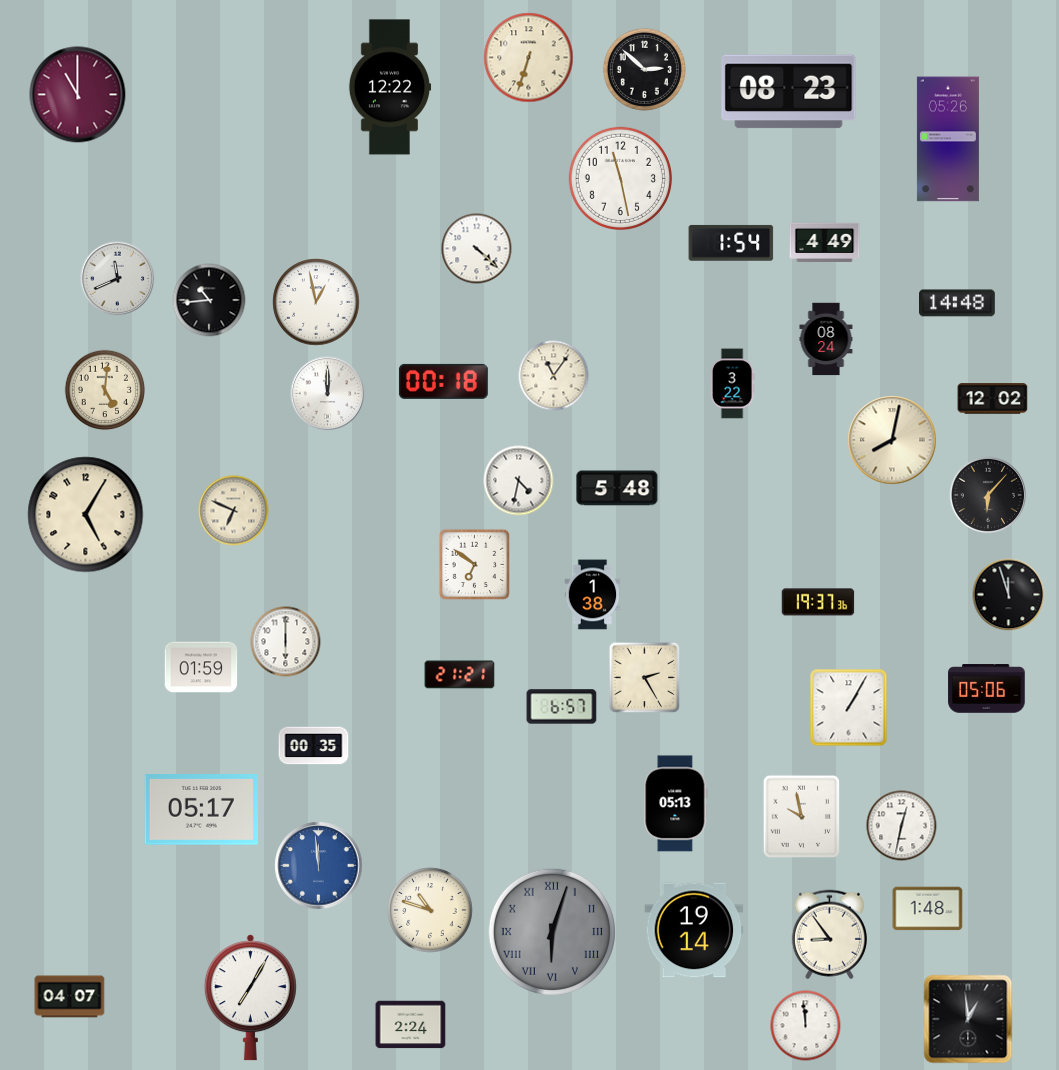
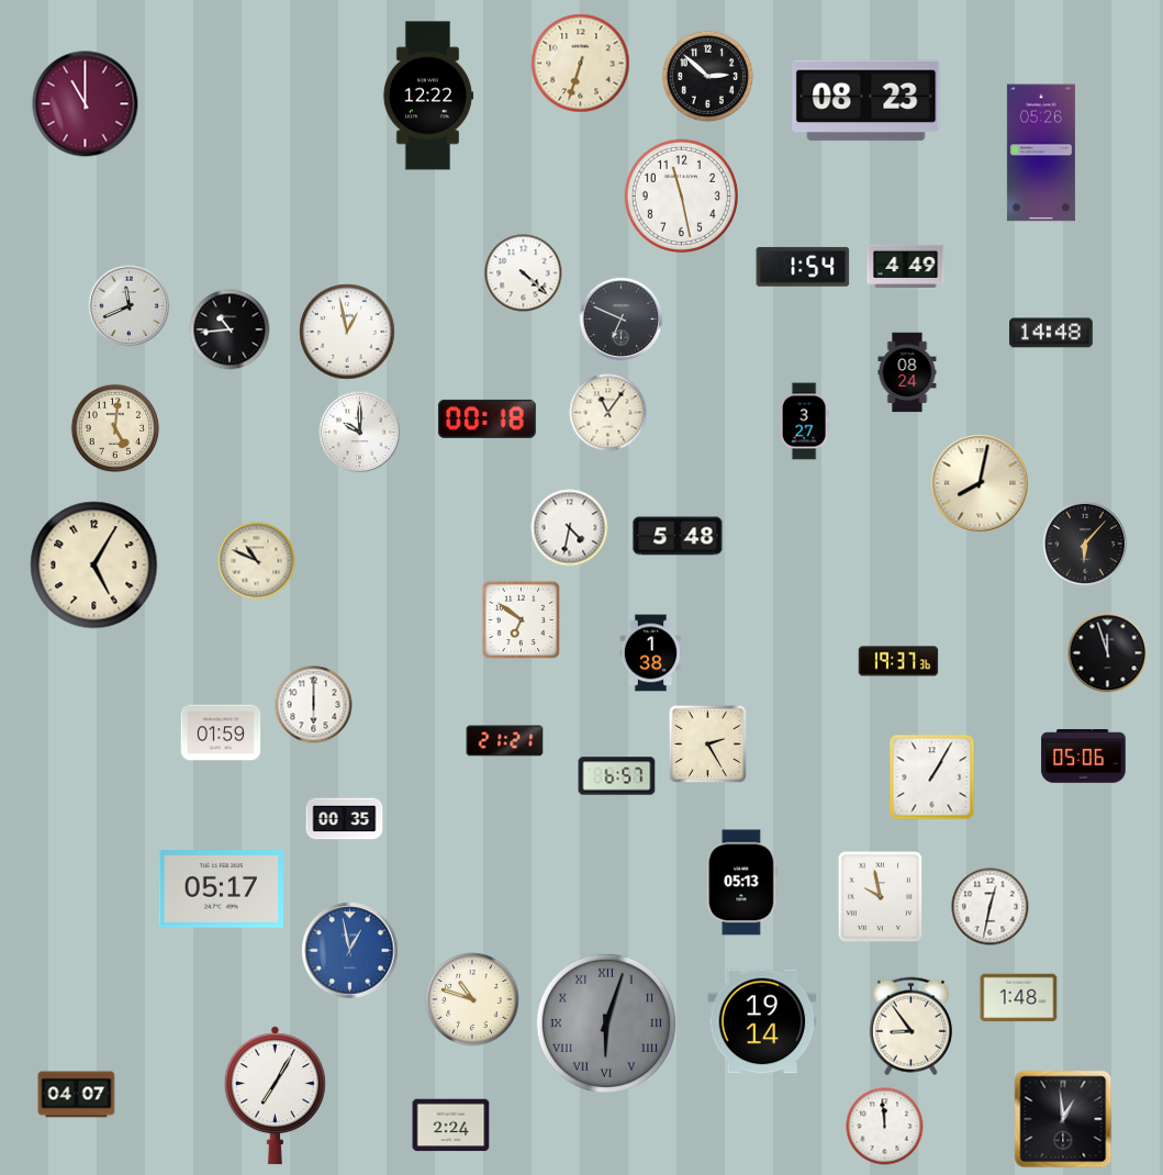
clock at (622, 320): none -> 6:49
clock at (732, 384): 3:22 -> 3:27
clock at (328, 394): 12:00 -> 10:00
clock at (993, 399): 12:02 -> none
clock at (234, 511): 6:49 -> 10:49
clock at (319, 866): 11:59 -> 12:58
